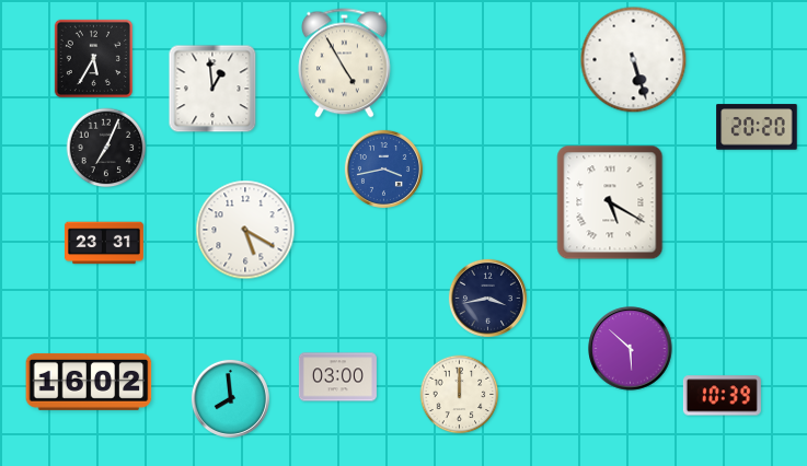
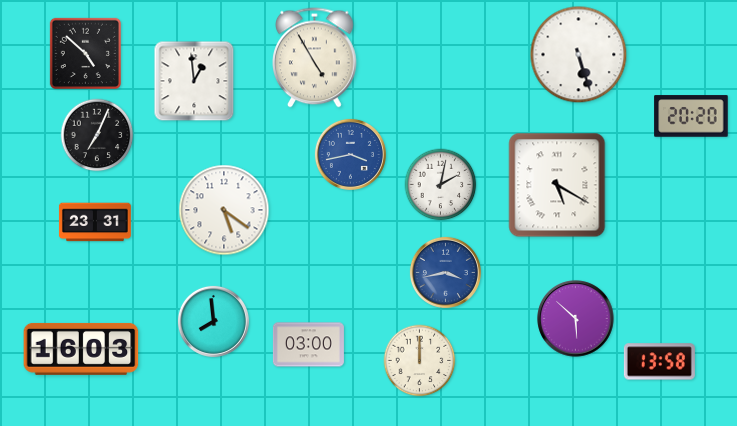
clock at (93, 58): 5:35 -> 4:52
clock at (441, 185): none -> 2:02
clock at (245, 230): 5:20 -> 5:21
clock at (487, 298) dial: navy -> blue
clock at (89, 382): 16:02 -> 16:03
clock at (722, 396): 10:39 -> 13:58
clock at (230, 398) position: (230, 398) -> (213, 321)
